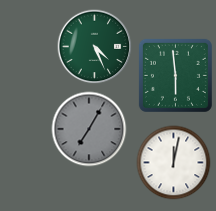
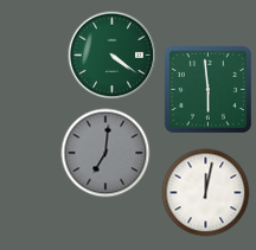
clock at (95, 47): 4:26 -> 4:21
clock at (89, 129): 7:05 -> 7:01
